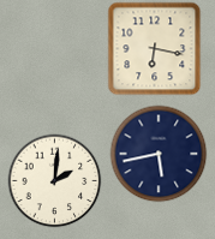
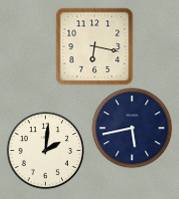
clock at (154, 48) position: (154, 48) -> (94, 46)
